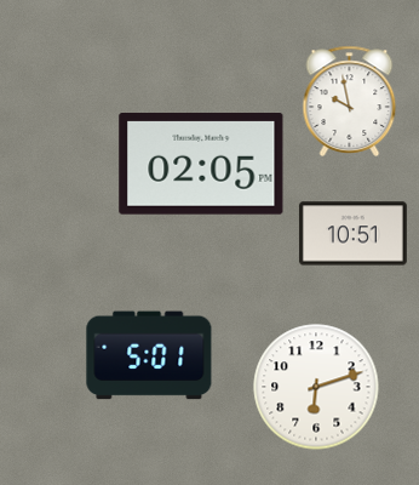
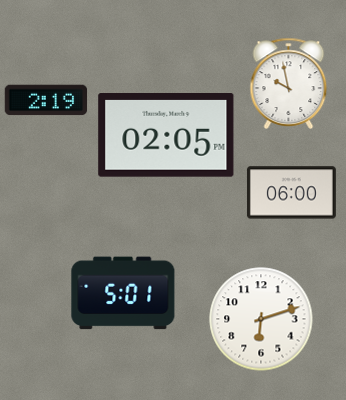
clock at (46, 100): none -> 2:19
clock at (352, 234): 10:51 -> 06:00
